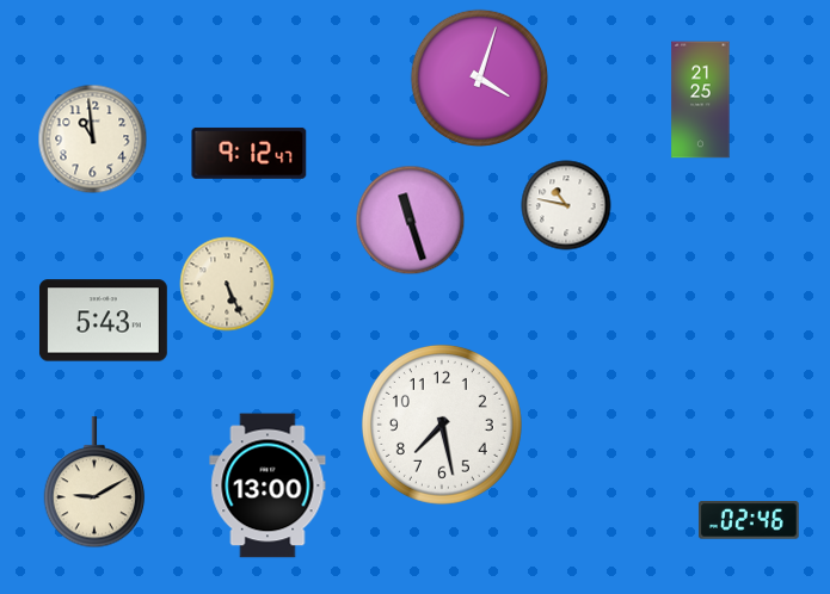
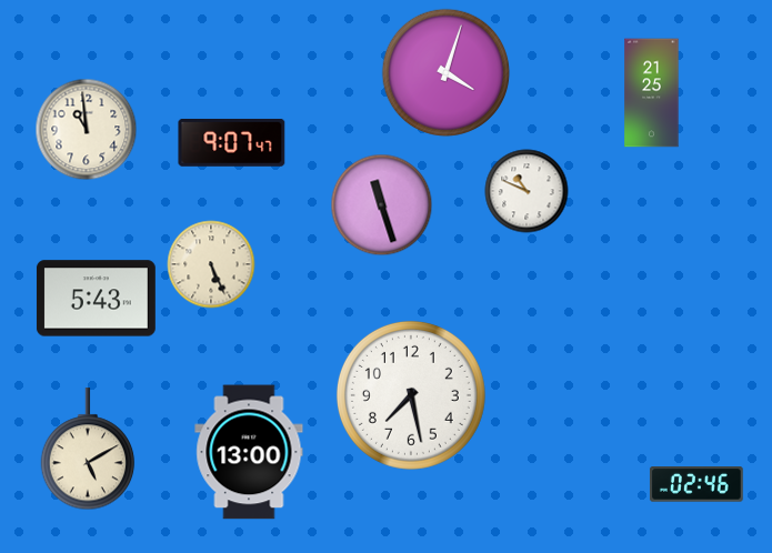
clock at (250, 153): 9:12 -> 9:07
clock at (566, 205): 10:47 -> 10:49
clock at (94, 483): 9:10 -> 5:10
